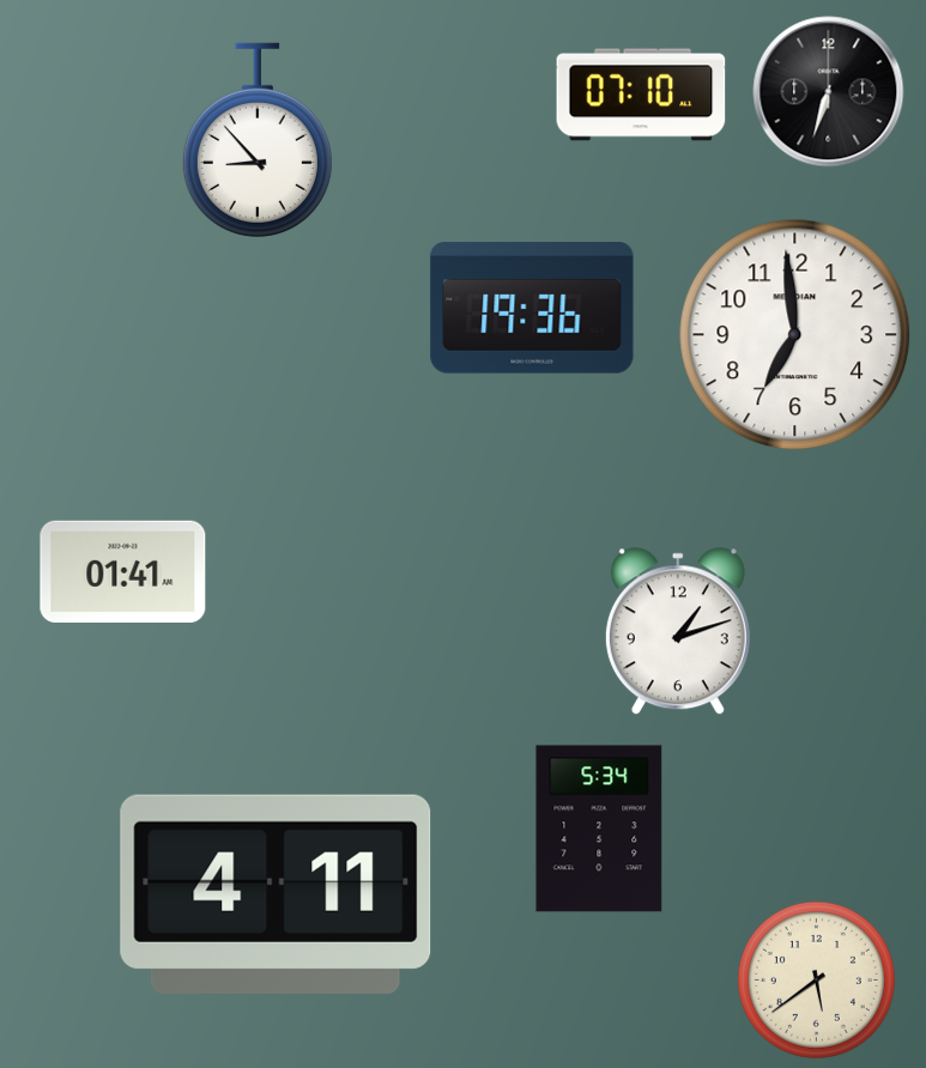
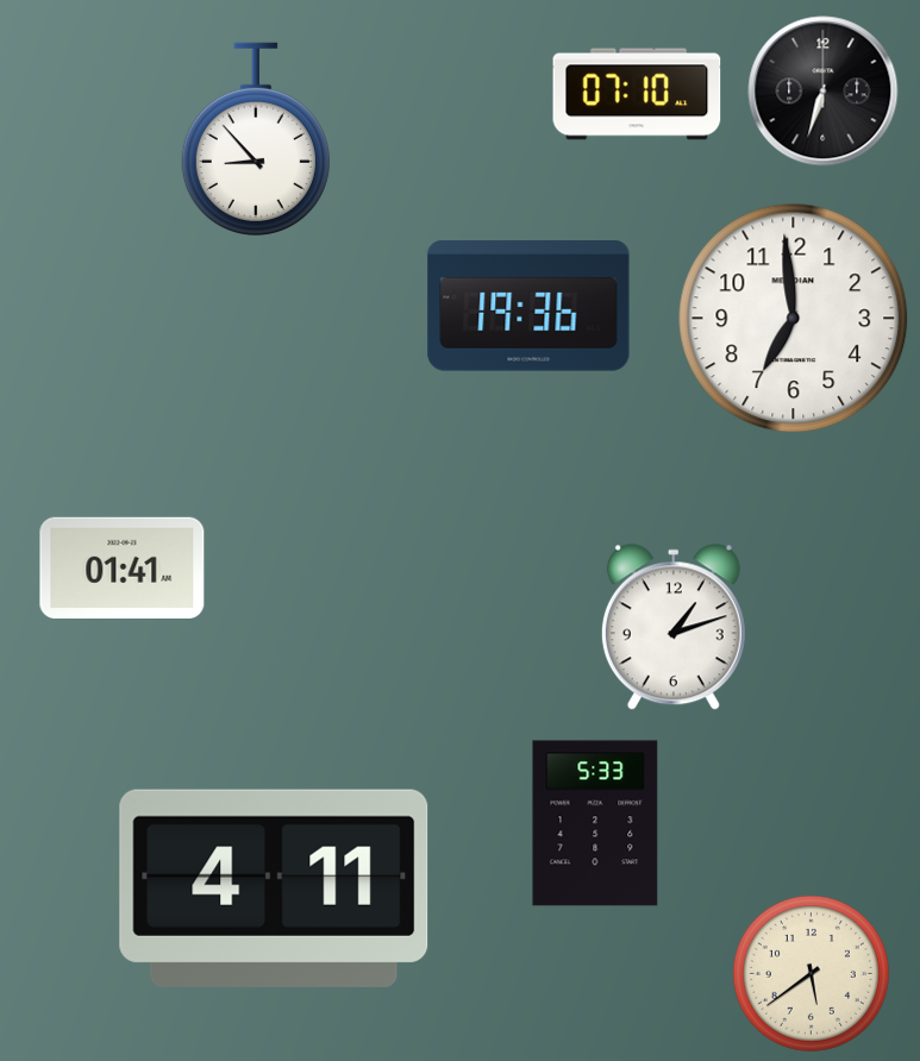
clock at (795, 335) position: (795, 335) -> (794, 319)
clock at (599, 829): 5:34 -> 5:33
